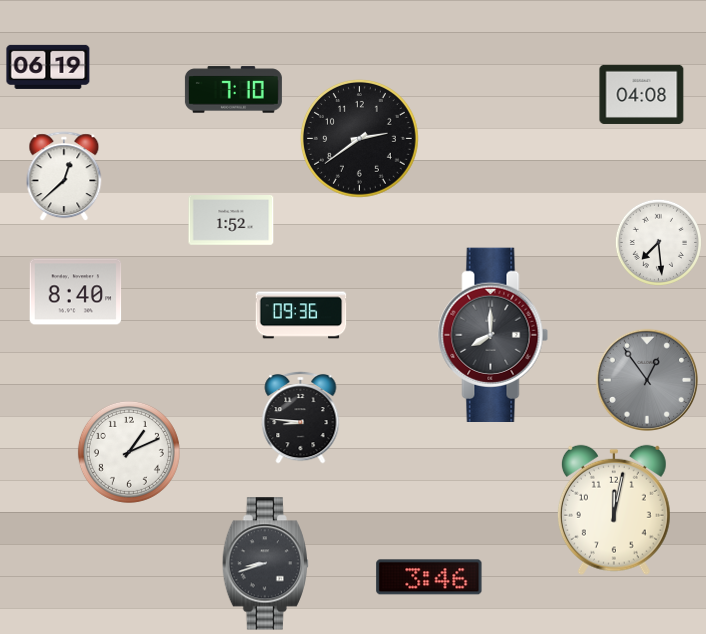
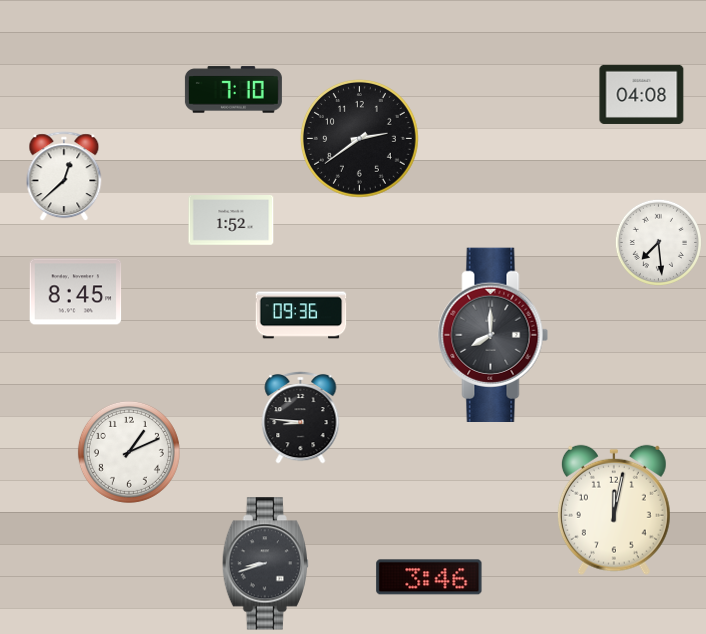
clock at (48, 67): 06:19 -> none
clock at (76, 292): 8:40 -> 8:45
clock at (646, 379): 12:54 -> none
